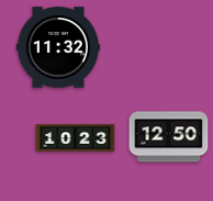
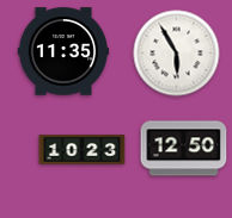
clock at (58, 47): 11:32 -> 11:35
clock at (177, 54): none -> 5:55
